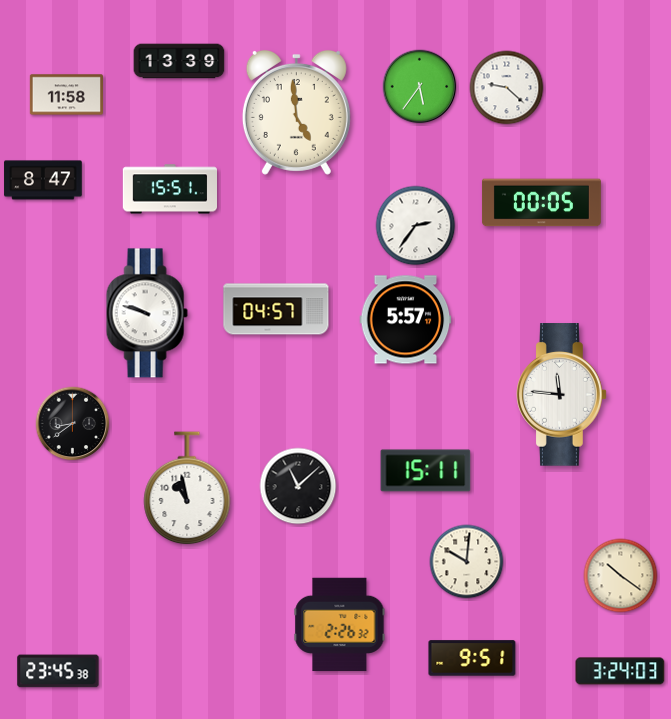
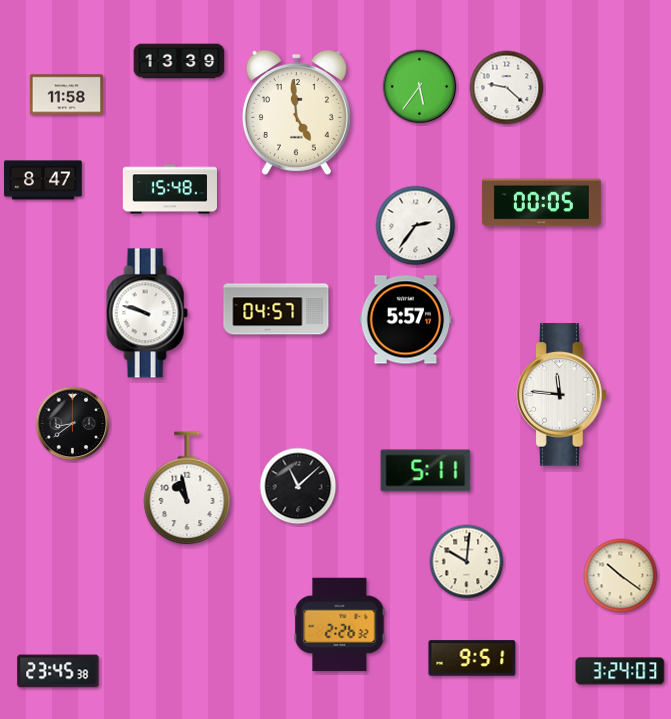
clock at (169, 189): 15:51 -> 15:48
clock at (426, 471): 15:11 -> 5:11
